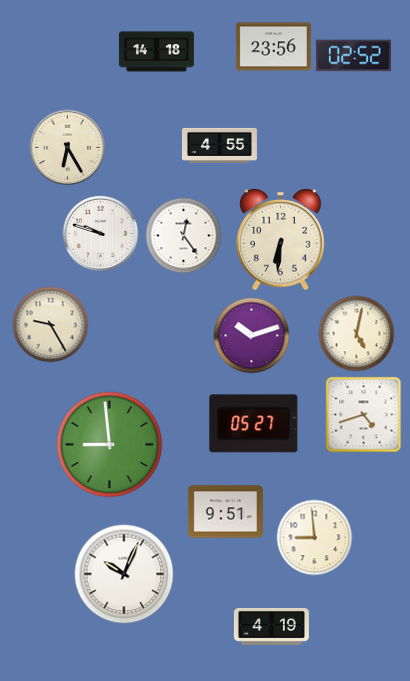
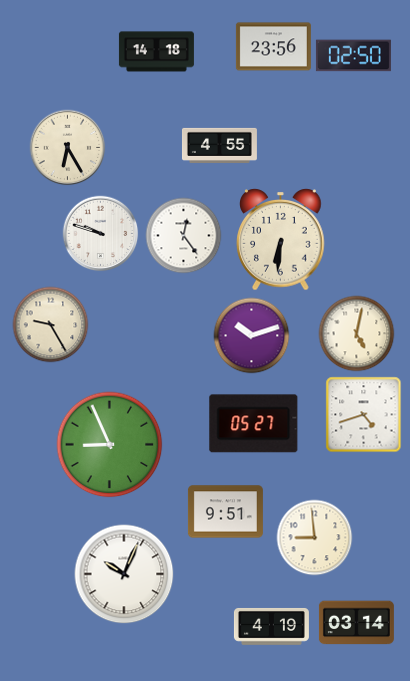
clock at (353, 56): 02:52 -> 02:50
clock at (110, 445): 8:59 -> 8:56
clock at (356, 623): none -> 03:14
